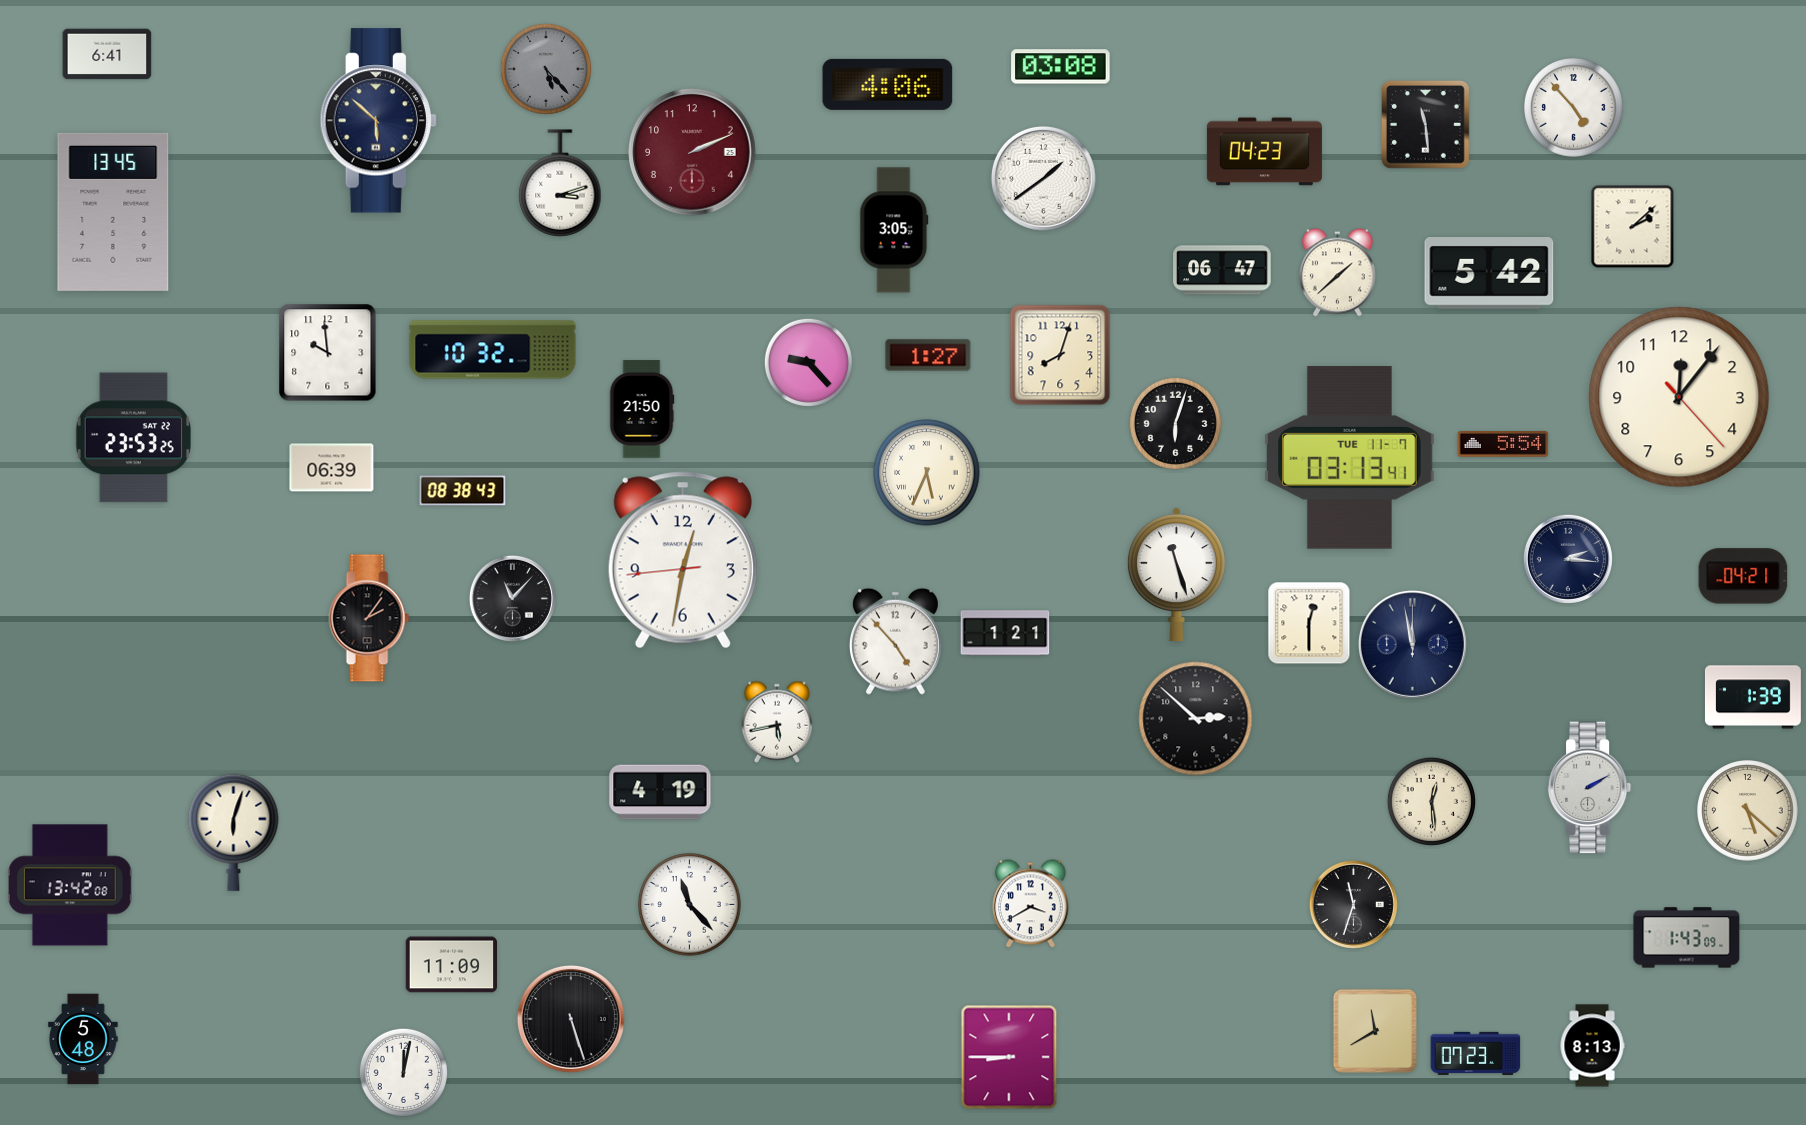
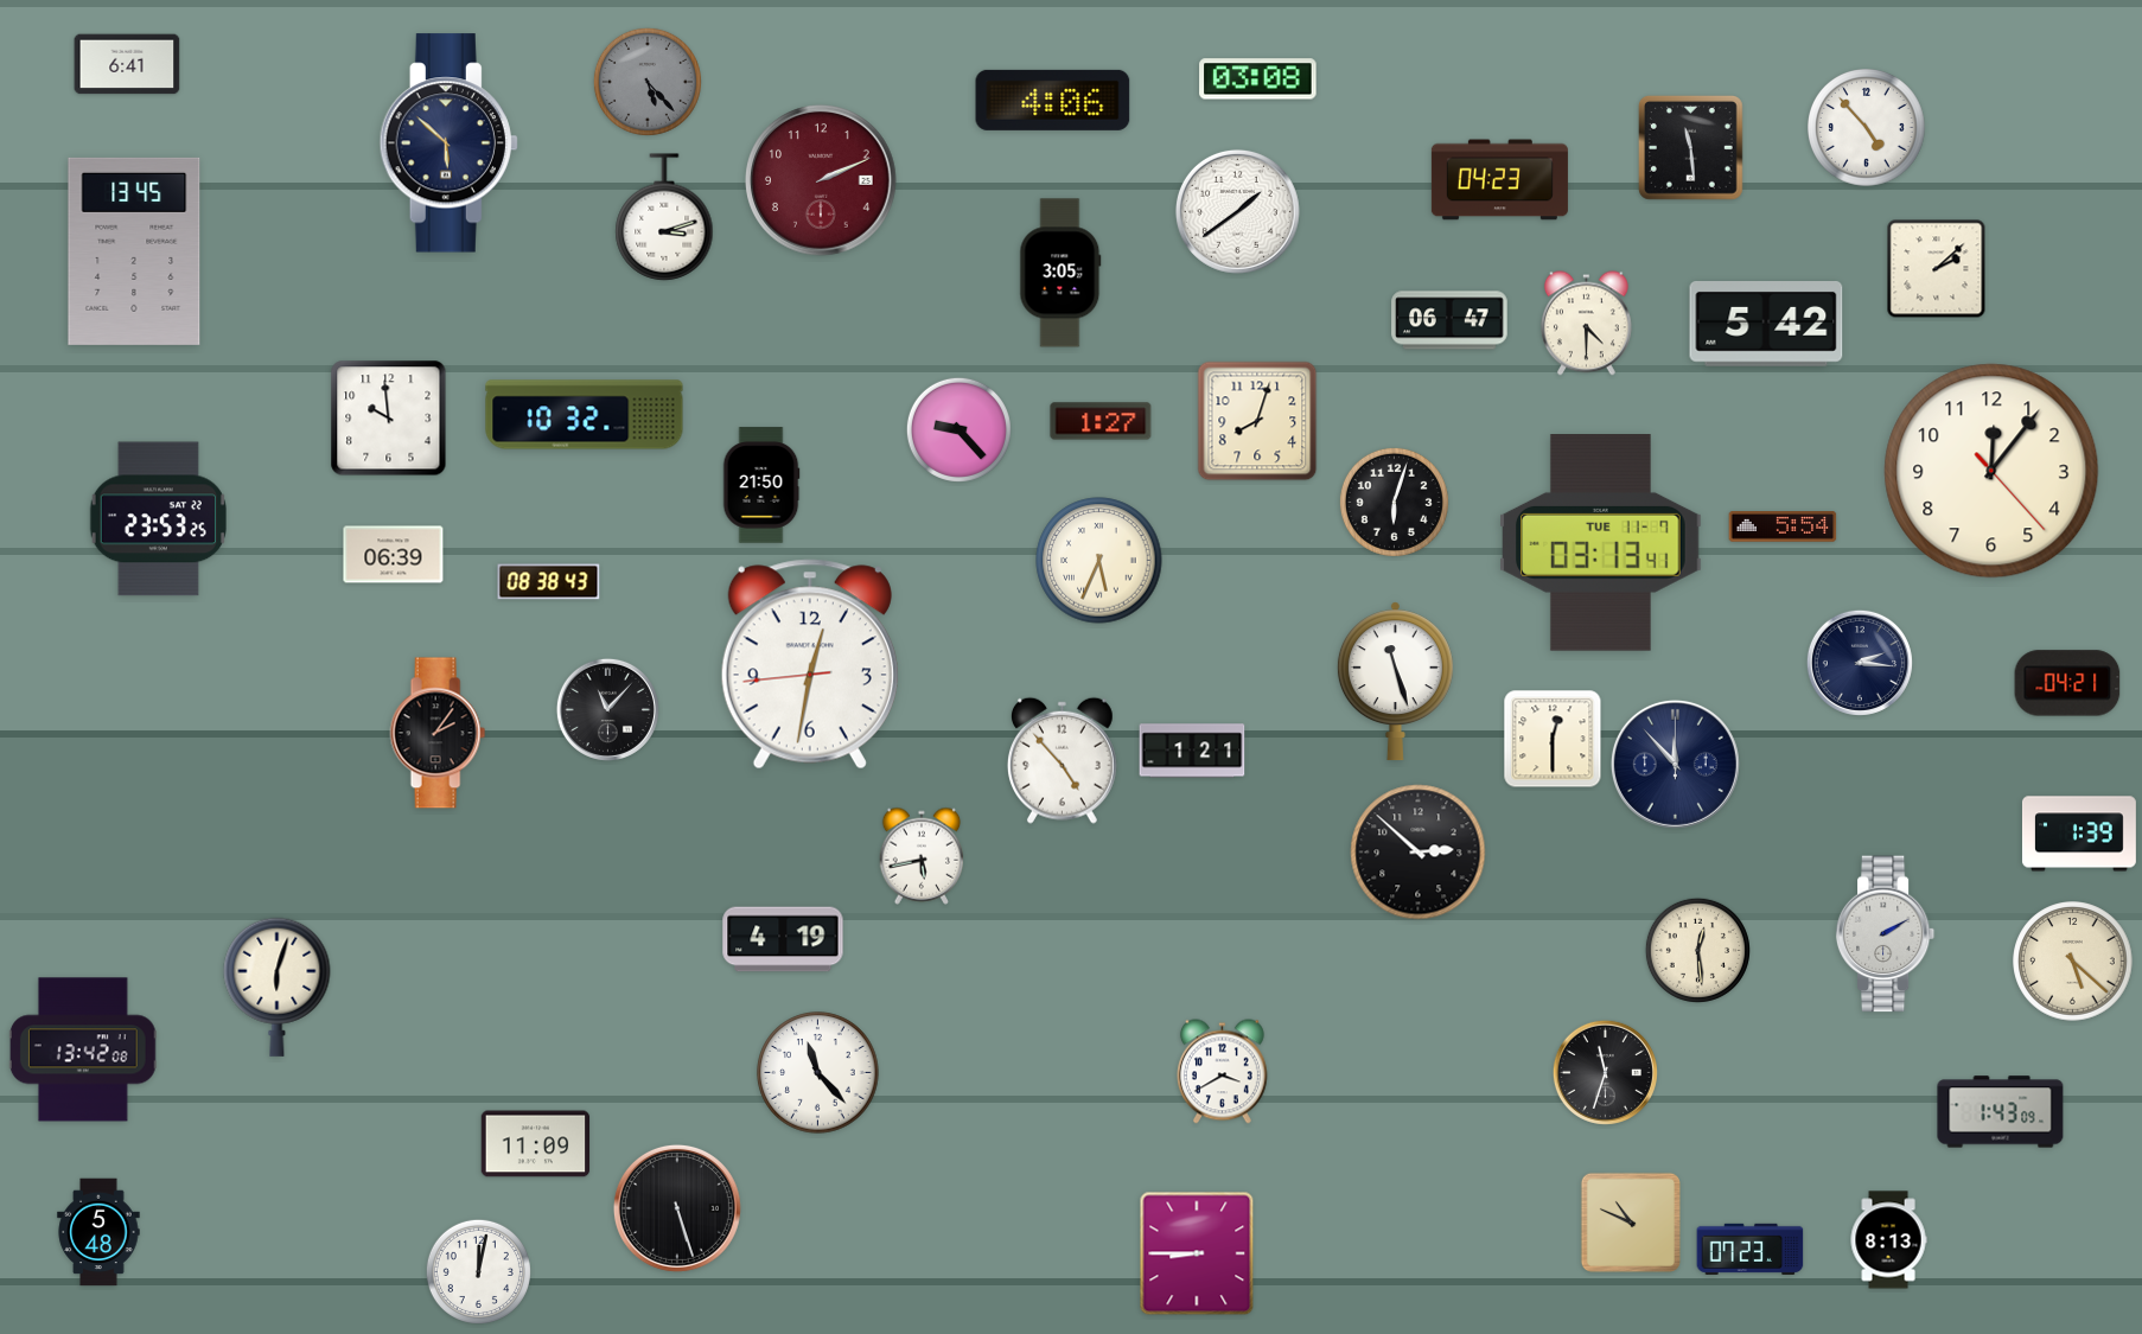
clock at (1337, 273): 1:38 -> 4:30
clock at (1412, 644): 11:58 -> 11:53
clock at (1753, 697) position: (1753, 697) -> (2079, 834)
clock at (1375, 1031): 11:40 -> 10:49
